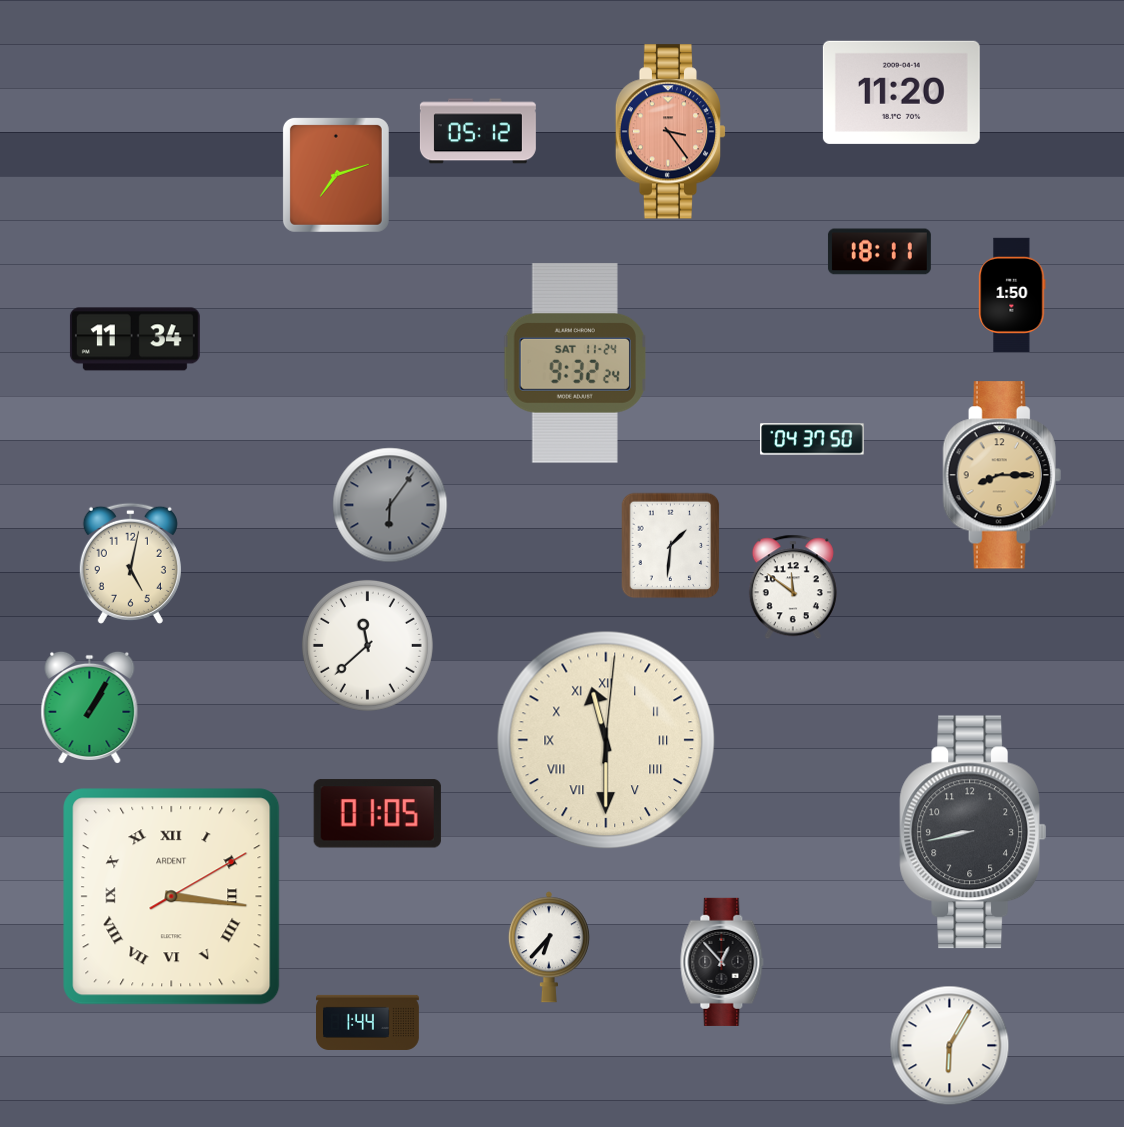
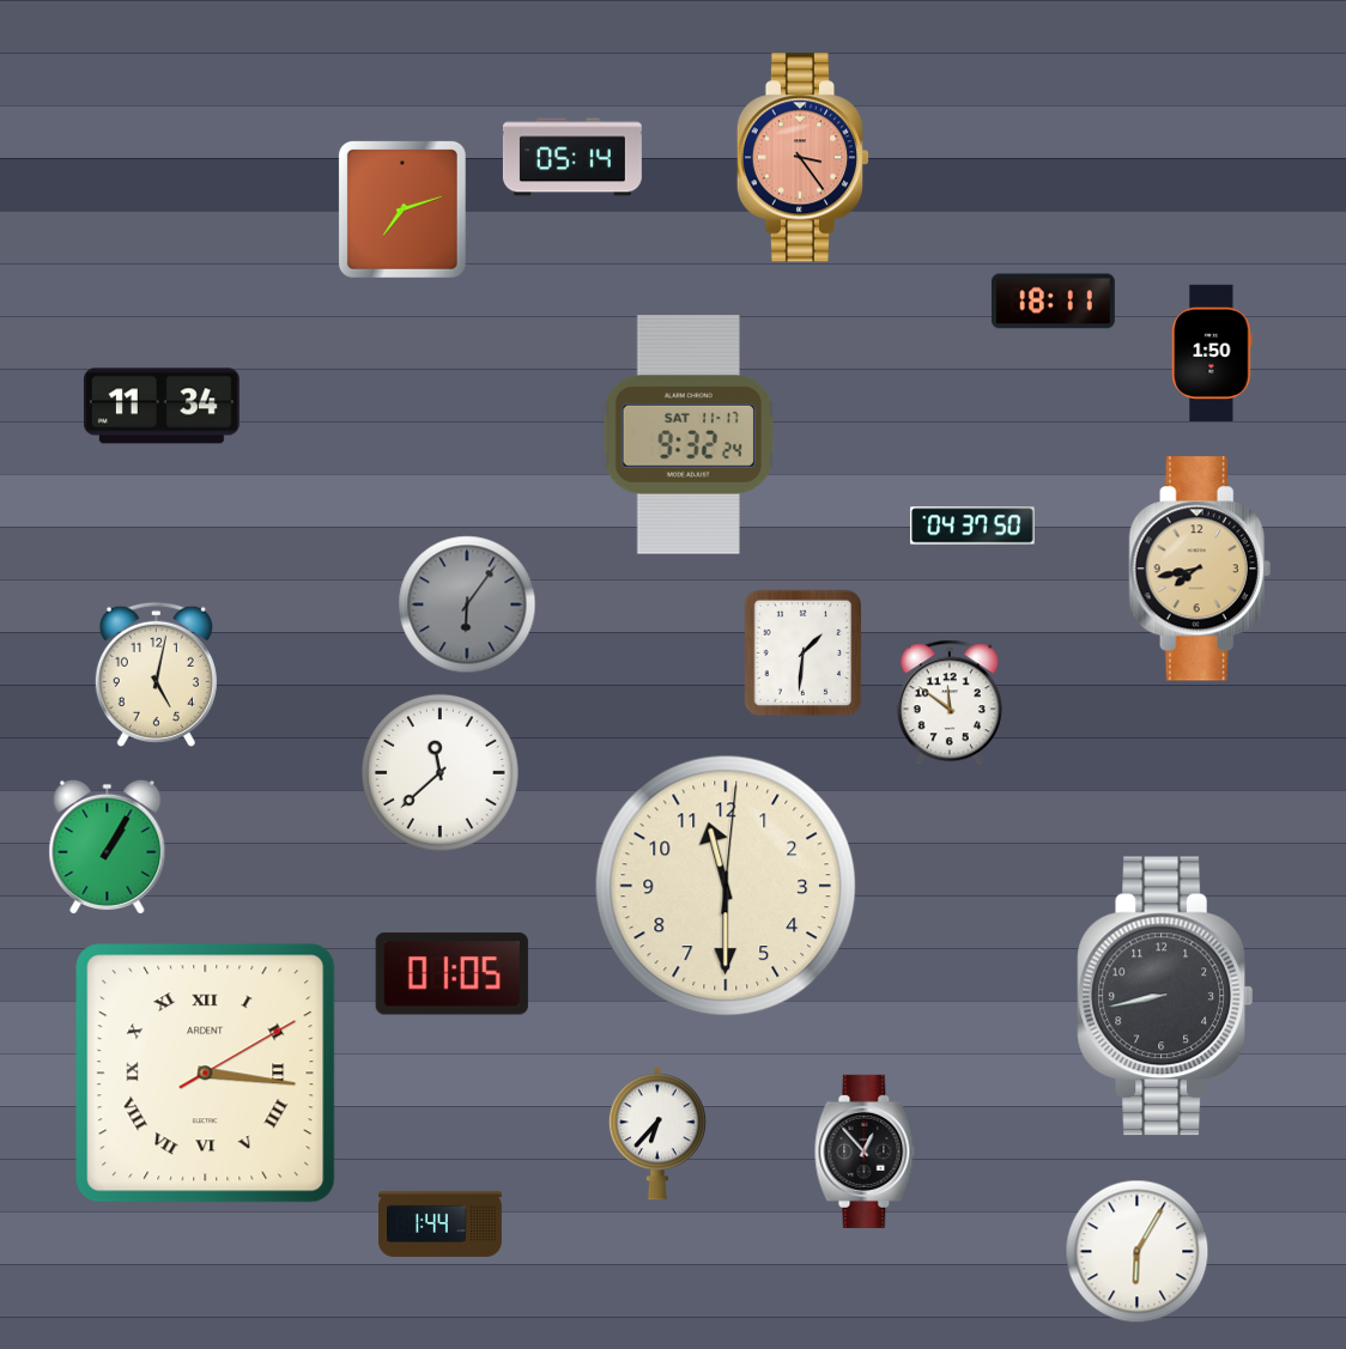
clock at (901, 92): 11:20 -> none
clock at (478, 131): 05:12 -> 05:14
clock at (575, 363) date: SAT 11-24 -> SAT 11-17
clock at (1002, 475): 8:15 -> 7:43
clock at (606, 740) numerals: Roman -> Arabic
